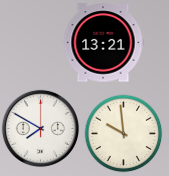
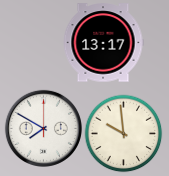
clock at (103, 43): 13:21 -> 13:17
clock at (40, 128) position: (40, 128) -> (43, 128)
